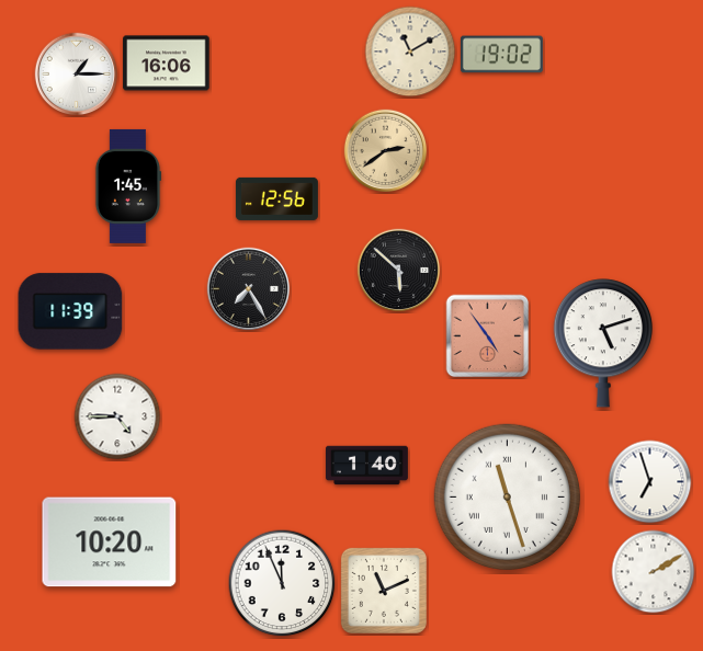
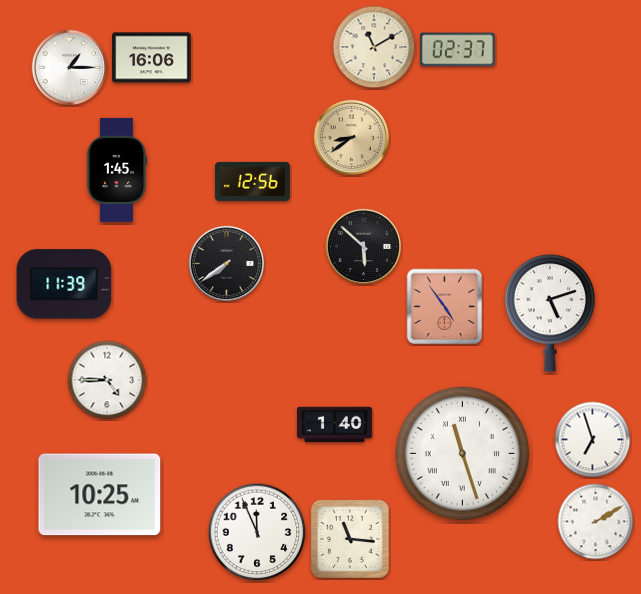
clock at (501, 55): 19:02 -> 02:37
clock at (386, 151): 2:39 -> 8:39
clock at (249, 289): 7:25 -> 7:39
clock at (110, 542): 10:20 -> 10:25
clock at (384, 591): 11:11 -> 11:16
